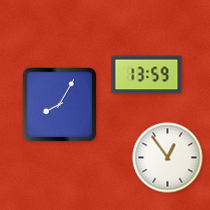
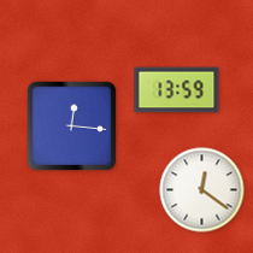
clock at (60, 105): 8:05 -> 12:16
clock at (168, 158): 12:54 -> 12:21
